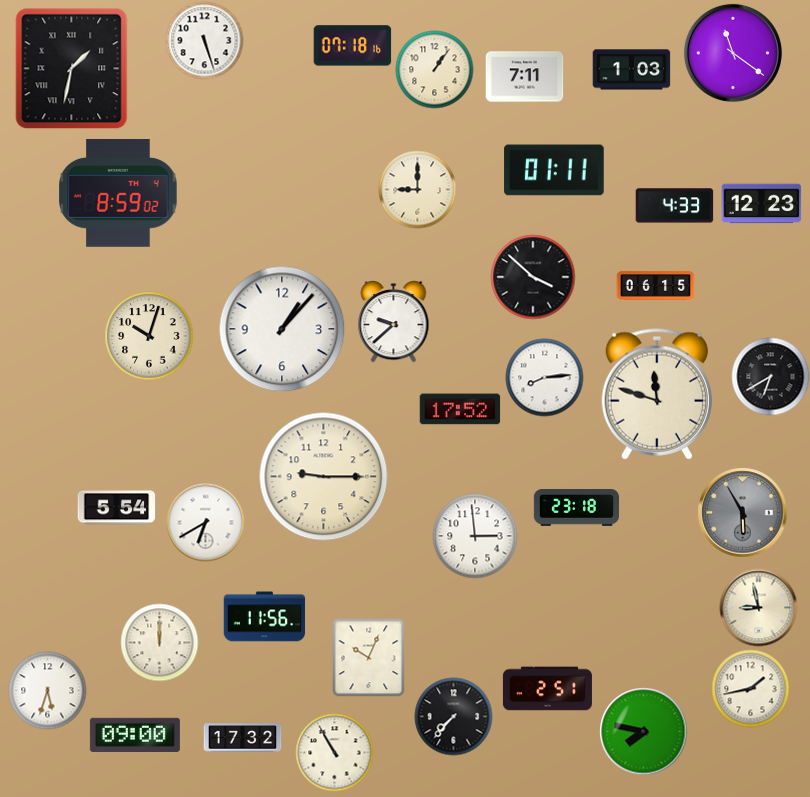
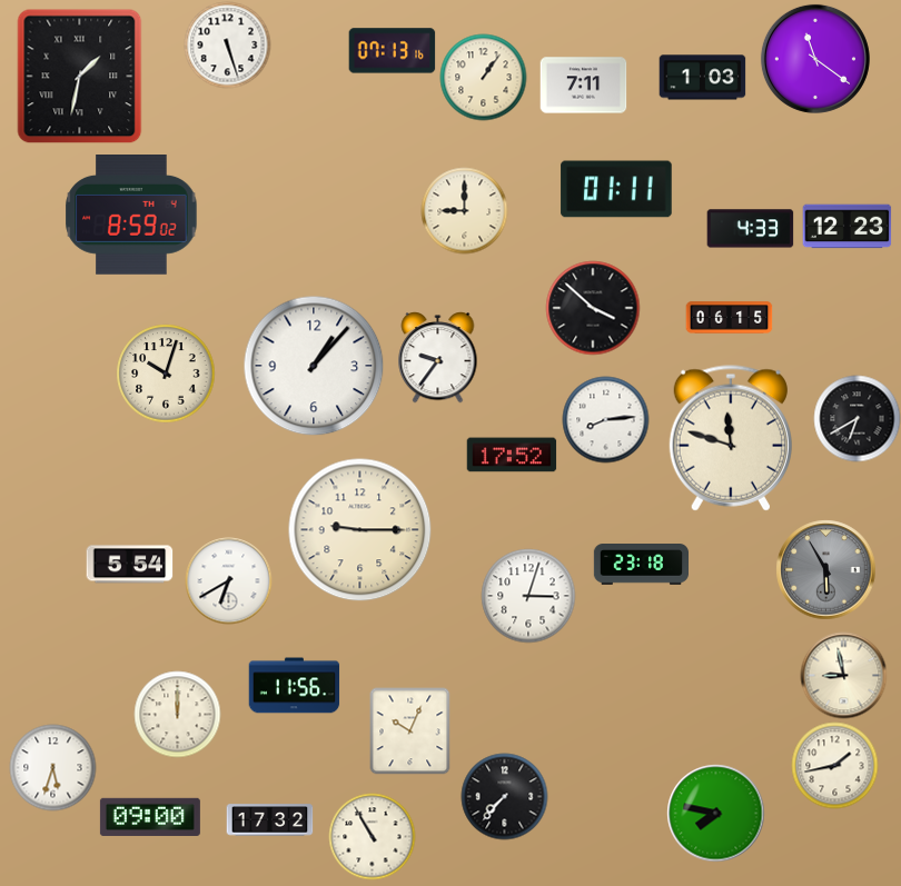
clock at (352, 46): 07:18 -> 07:13
clock at (394, 321): 9:38 -> 9:36
clock at (475, 536): 2:59 -> 3:03
clock at (547, 689): 2:51 -> none
